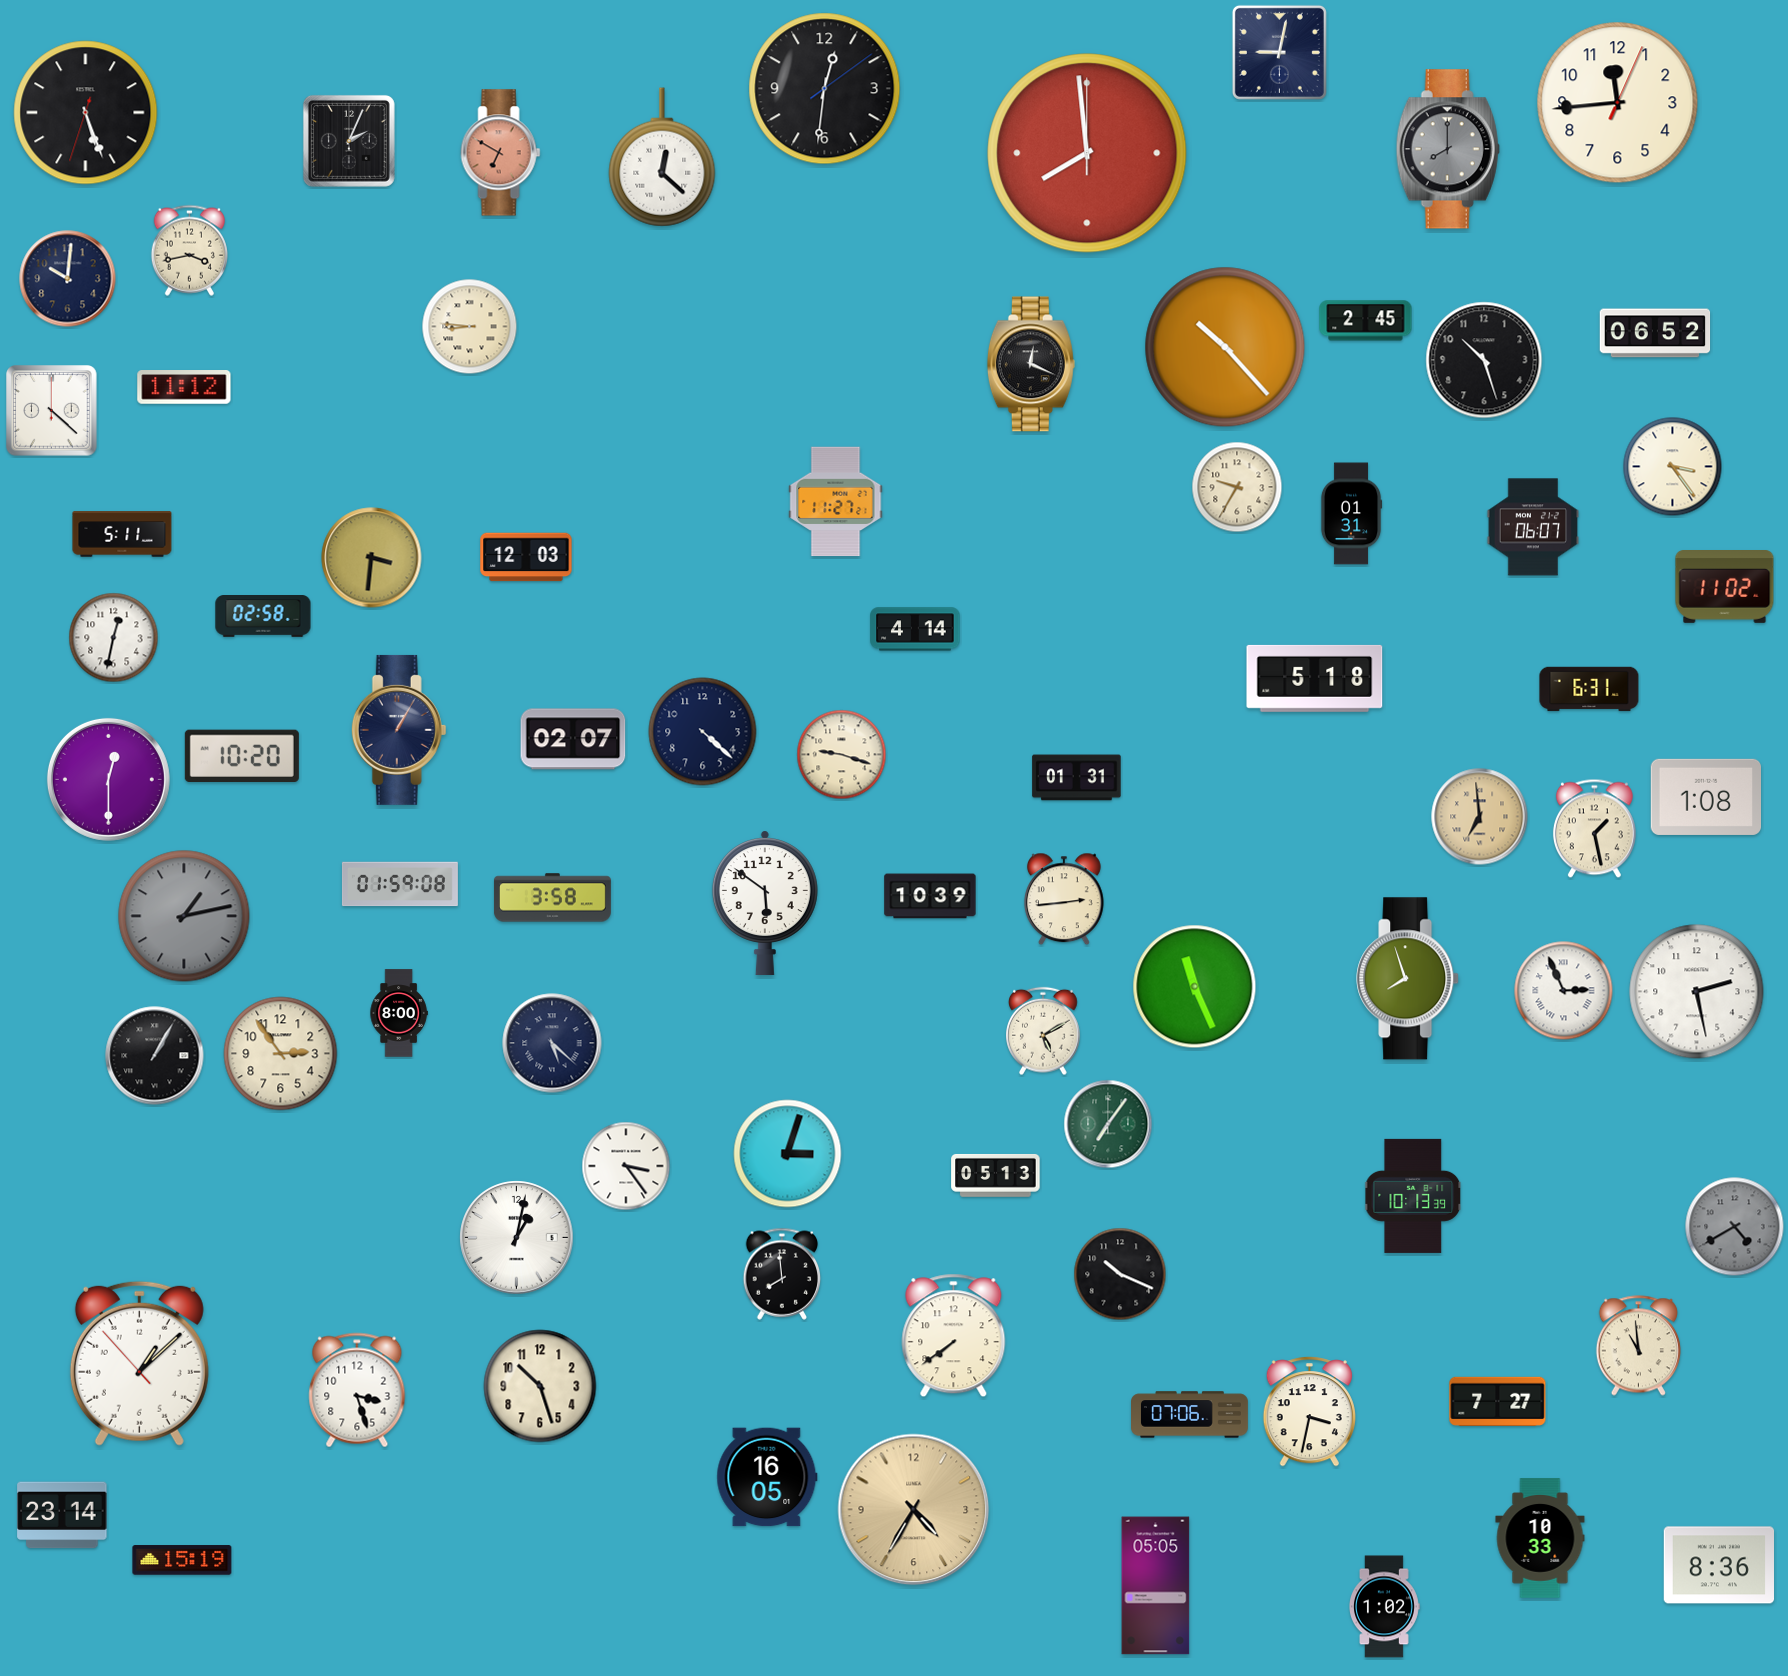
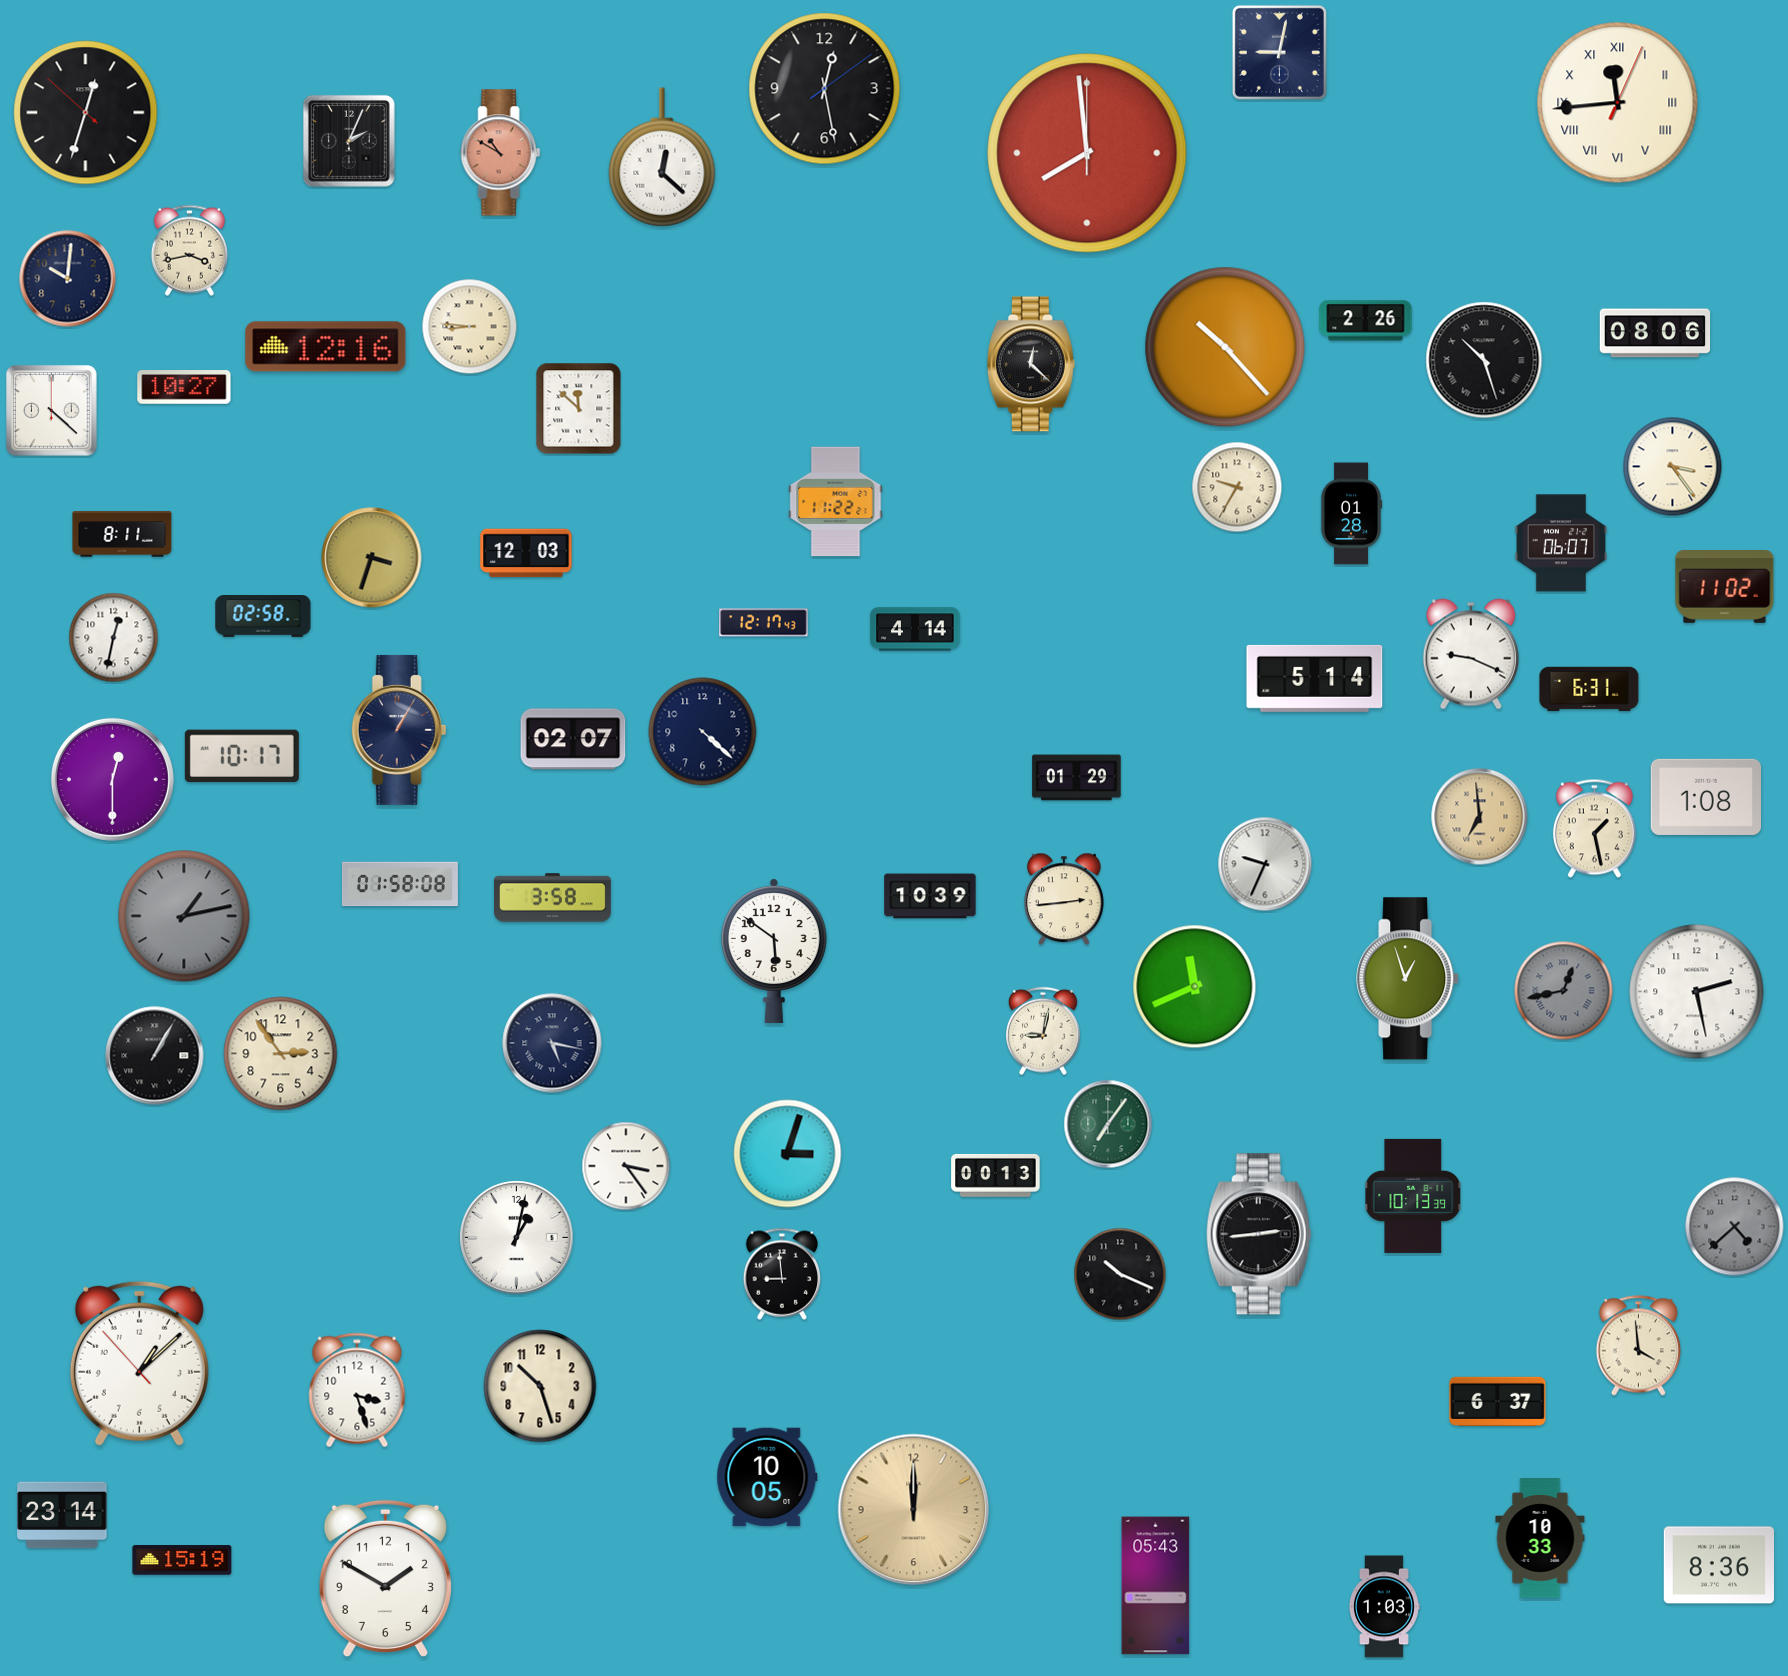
clock at (825, 89): 12:31 -> 12:28
clock at (1618, 103) numerals: Arabic -> Roman
clock at (86, 113): 5:26 -> 12:32
clock at (1448, 149): 8:00 -> none
clock at (501, 153): 6:50 -> 10:50
clock at (1366, 321): 2:45 -> 2:26
clock at (1655, 333): 06:52 -> 08:06
clock at (326, 347): none -> 12:16
clock at (1484, 360) numerals: Arabic -> Roman
clock at (1031, 364): 12:19 -> 12:22
clock at (184, 387): 11:12 -> 10:27
clock at (579, 409): none -> 11:52
clock at (836, 502): 11:27 -> 11:22
clock at (1351, 514): 01:31 -> 01:28
clock at (1533, 527) position: (1533, 527) -> (1561, 543)
clock at (122, 534): 5:11 -> 8:11
clock at (526, 557) position: (526, 557) -> (526, 553)
clock at (372, 558): 3:31 -> 3:33
clock at (764, 623): none -> 12:17
clock at (1470, 654): none -> 9:19
clock at (1315, 678): 5:18 -> 5:14
clock at (242, 755): 10:20 -> 10:17
clock at (842, 755): 9:18 -> none
clock at (1077, 778): 01:31 -> 01:29
clock at (108, 779) position: (108, 779) -> (112, 779)
clock at (1265, 864): none -> 9:34
clock at (400, 884): 01:59 -> 01:58
clock at (765, 903) position: (765, 903) -> (774, 951)
clock at (1408, 979): 7:57 -> 12:57
clock at (1195, 987): 11:26 -> 11:41
clock at (1564, 991): 2:56 -> 12:43
clock at (1564, 991) dial: white -> grey
clock at (399, 1013): 8:00 -> none
clock at (1044, 1031): 5:10 -> 9:02
clock at (552, 1043): 5:22 -> 5:17
clock at (996, 1175): 05:13 -> 00:13
clock at (1735, 1227): 4:40 -> 4:38
clock at (1259, 1234): none -> 2:44
clock at (782, 1274): 7:59 -> 8:59
clock at (954, 1336): 7:39 -> none
clock at (1638, 1346): 10:59 -> 3:59
clock at (1498, 1401): 7:27 -> 6:37
clock at (1309, 1412): 3:32 -> none
clock at (1190, 1415): 07:06 -> none
clock at (767, 1477): 16:05 -> 10:05
clock at (914, 1510): 4:35 -> 12:00
clock at (385, 1579): none -> 1:50
clock at (1156, 1586): 05:05 -> 05:43
clock at (1385, 1607): 1:02 -> 1:03
